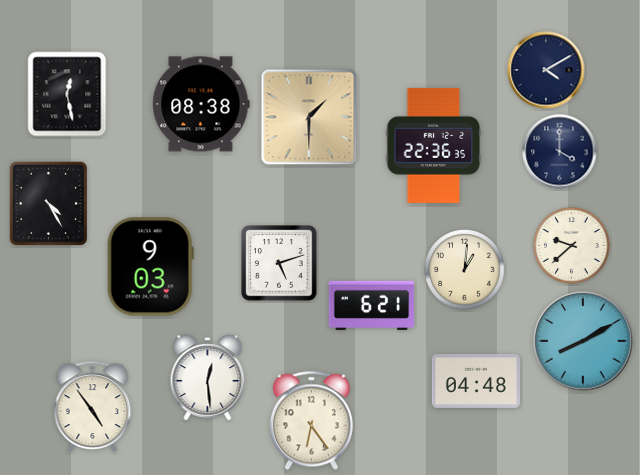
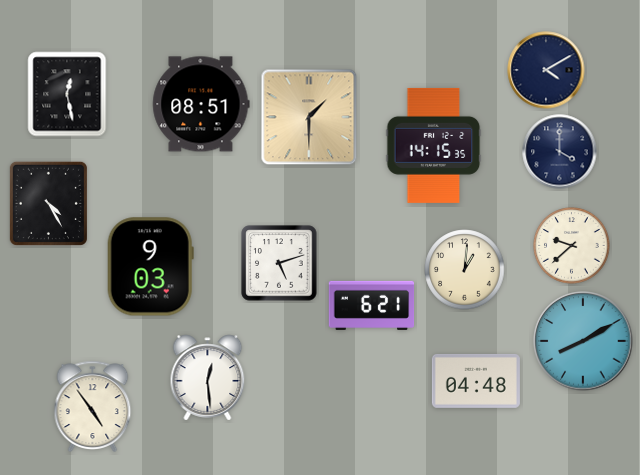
clock at (201, 104): 08:38 -> 08:51
clock at (434, 145): 22:36 -> 14:15
clock at (311, 421): 6:24 -> none
